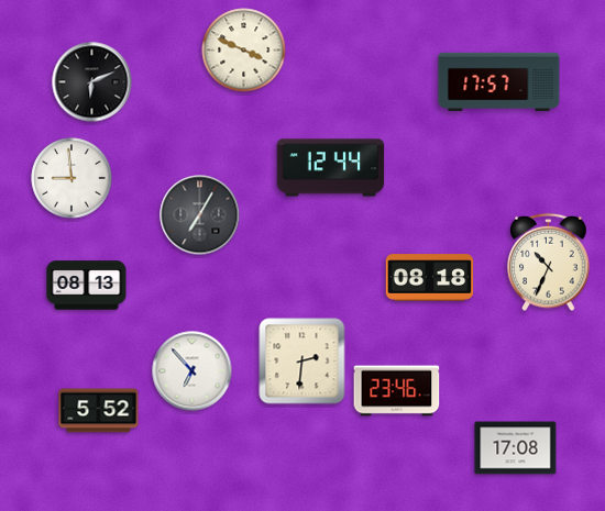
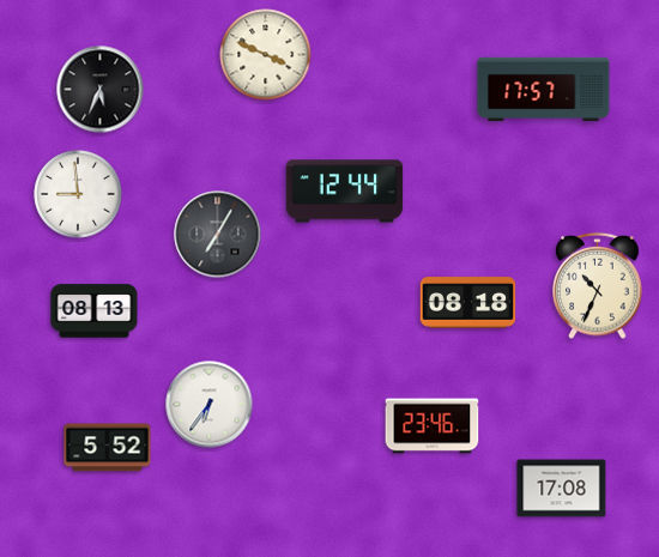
clock at (92, 82): 6:11 -> 5:34
clock at (331, 168) position: (331, 168) -> (345, 192)
clock at (302, 362): 2:31 -> none
clock at (193, 371): 6:53 -> 6:36
